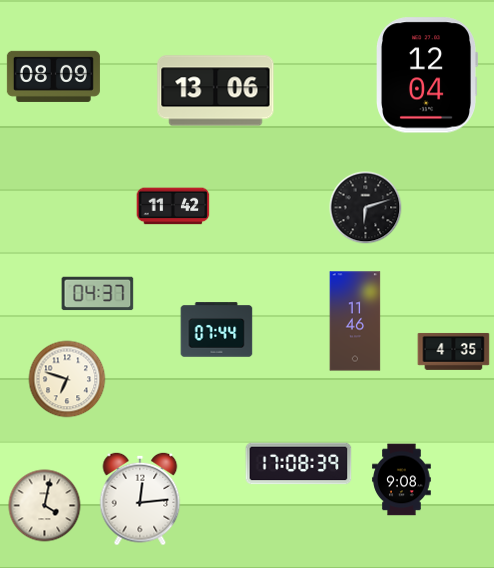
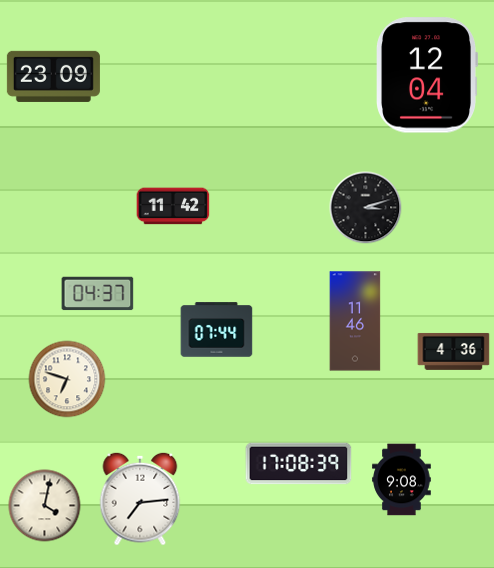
clock at (53, 76): 08:09 -> 23:09
clock at (216, 91): 13:06 -> none
clock at (366, 208): 6:12 -> 3:12
clock at (454, 351): 4:35 -> 4:36
clock at (140, 499): 12:14 -> 7:14
